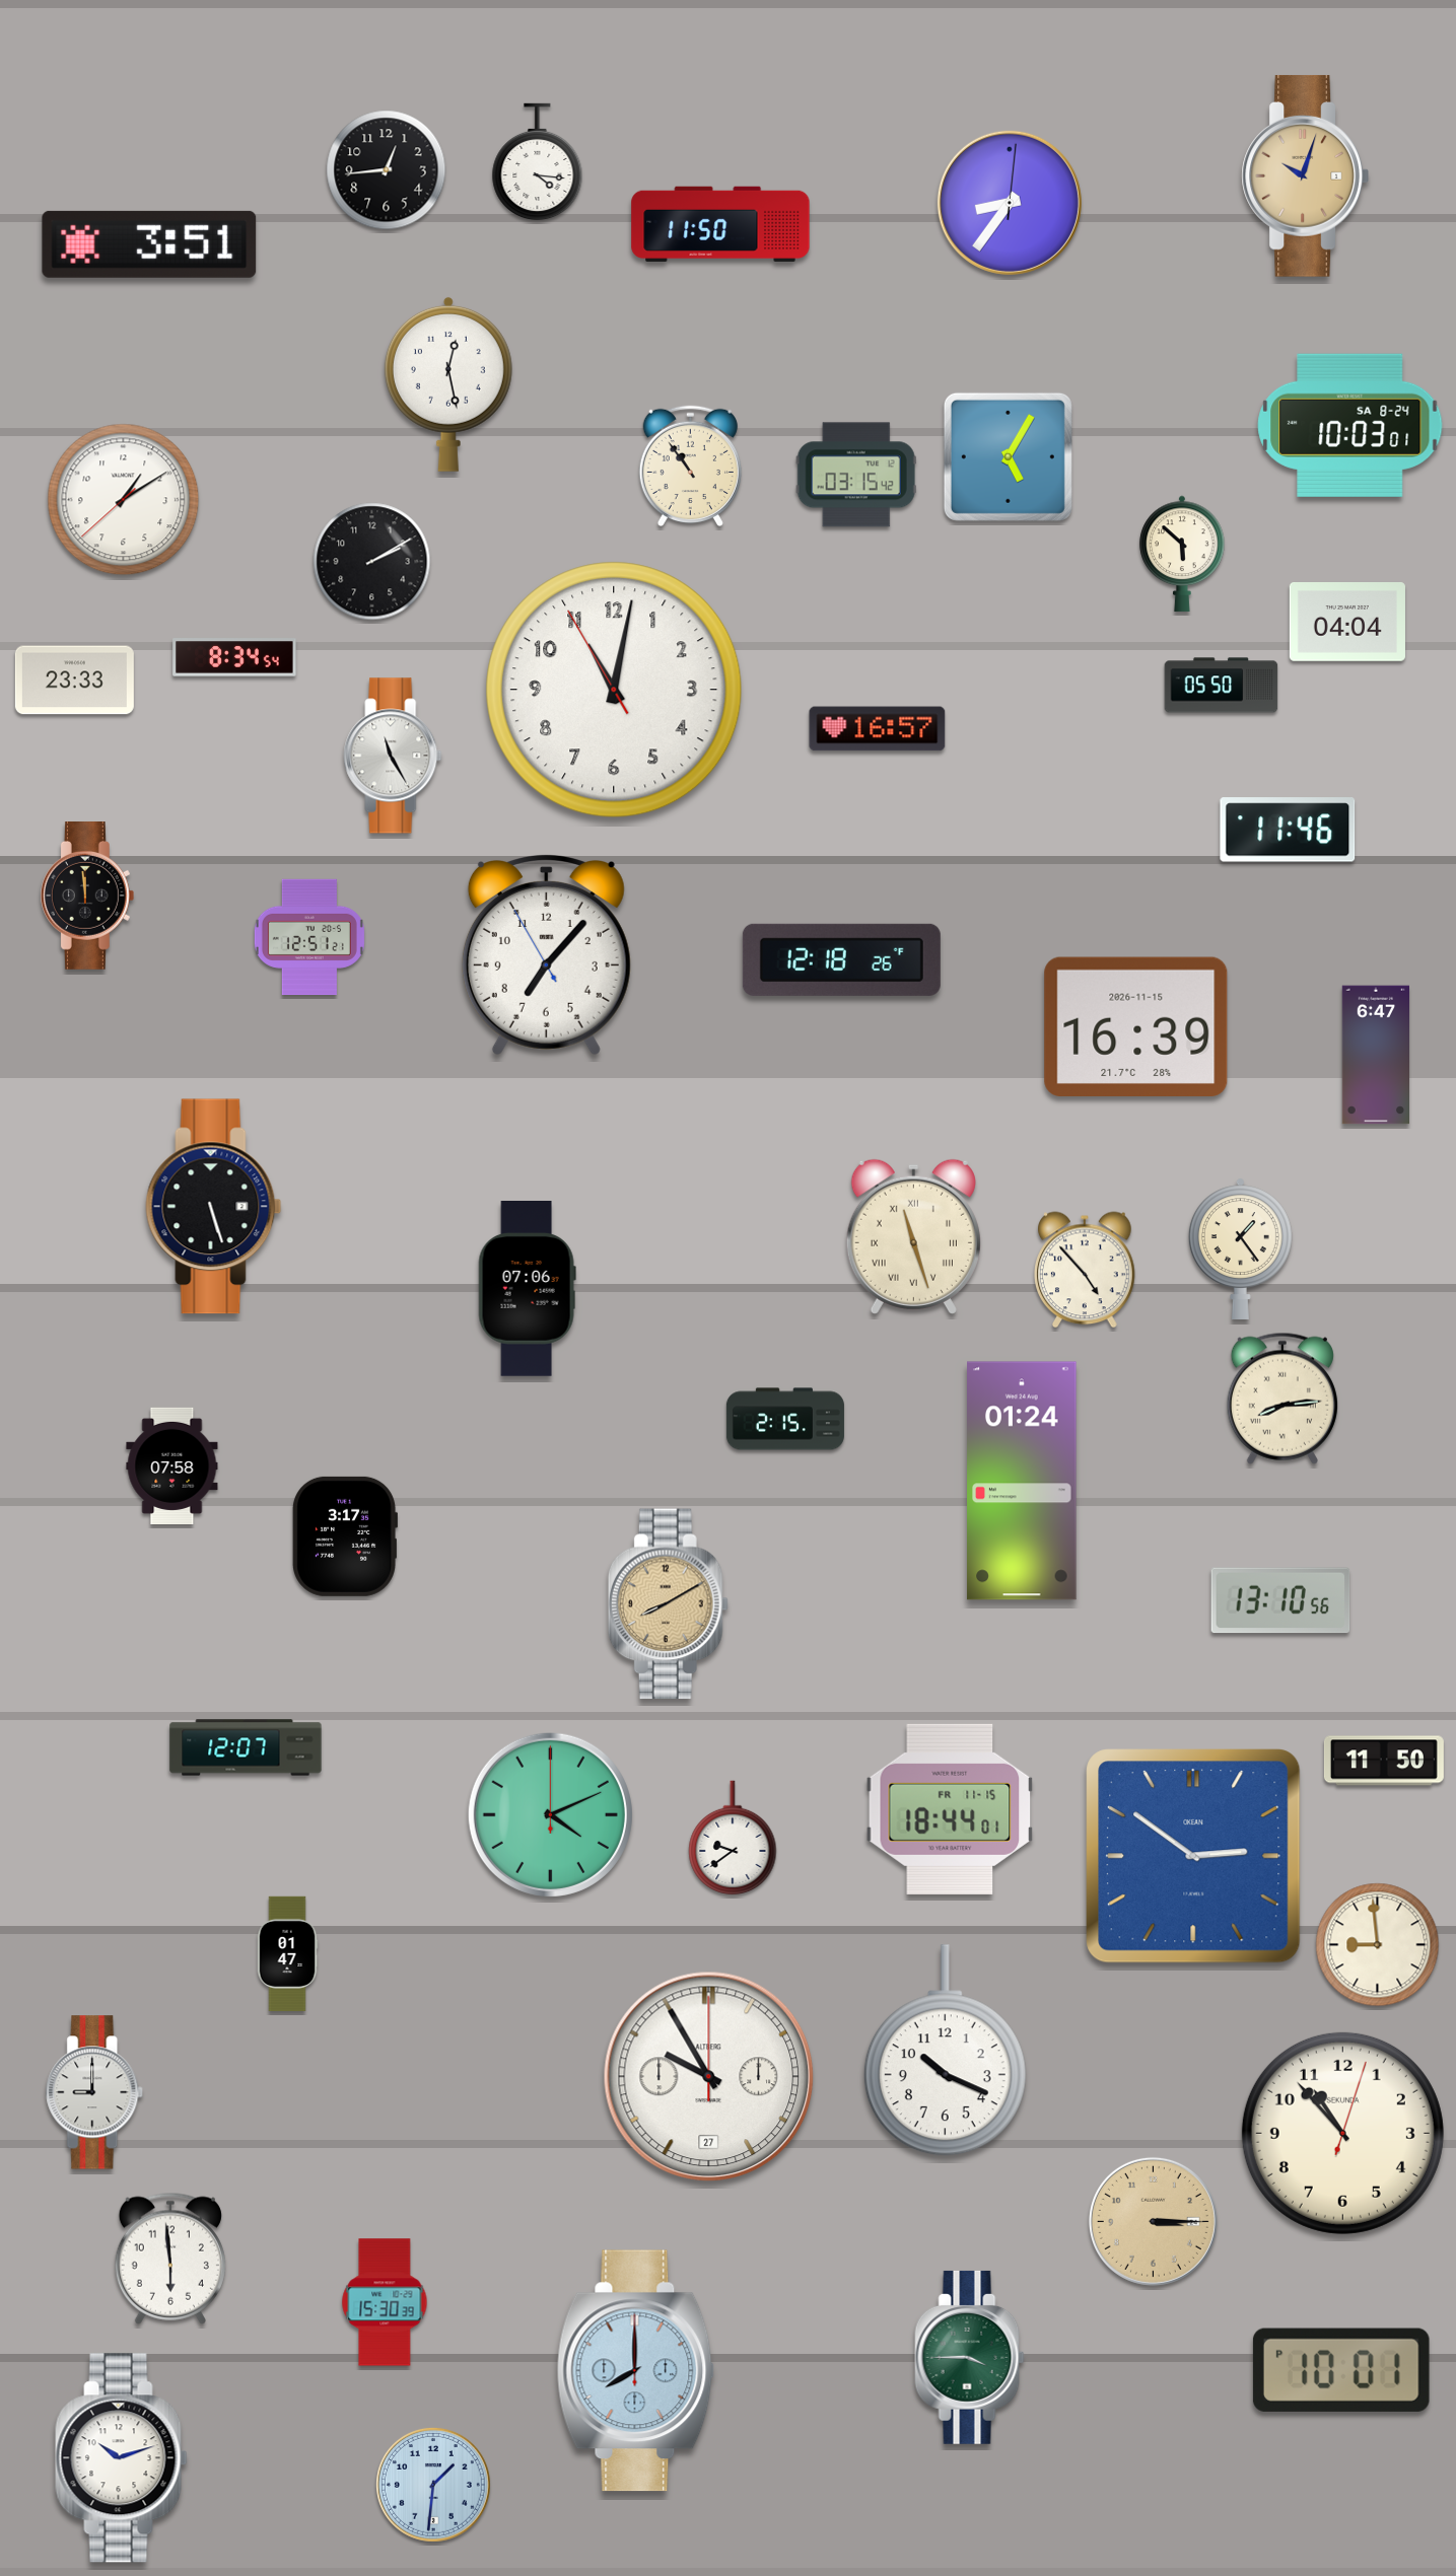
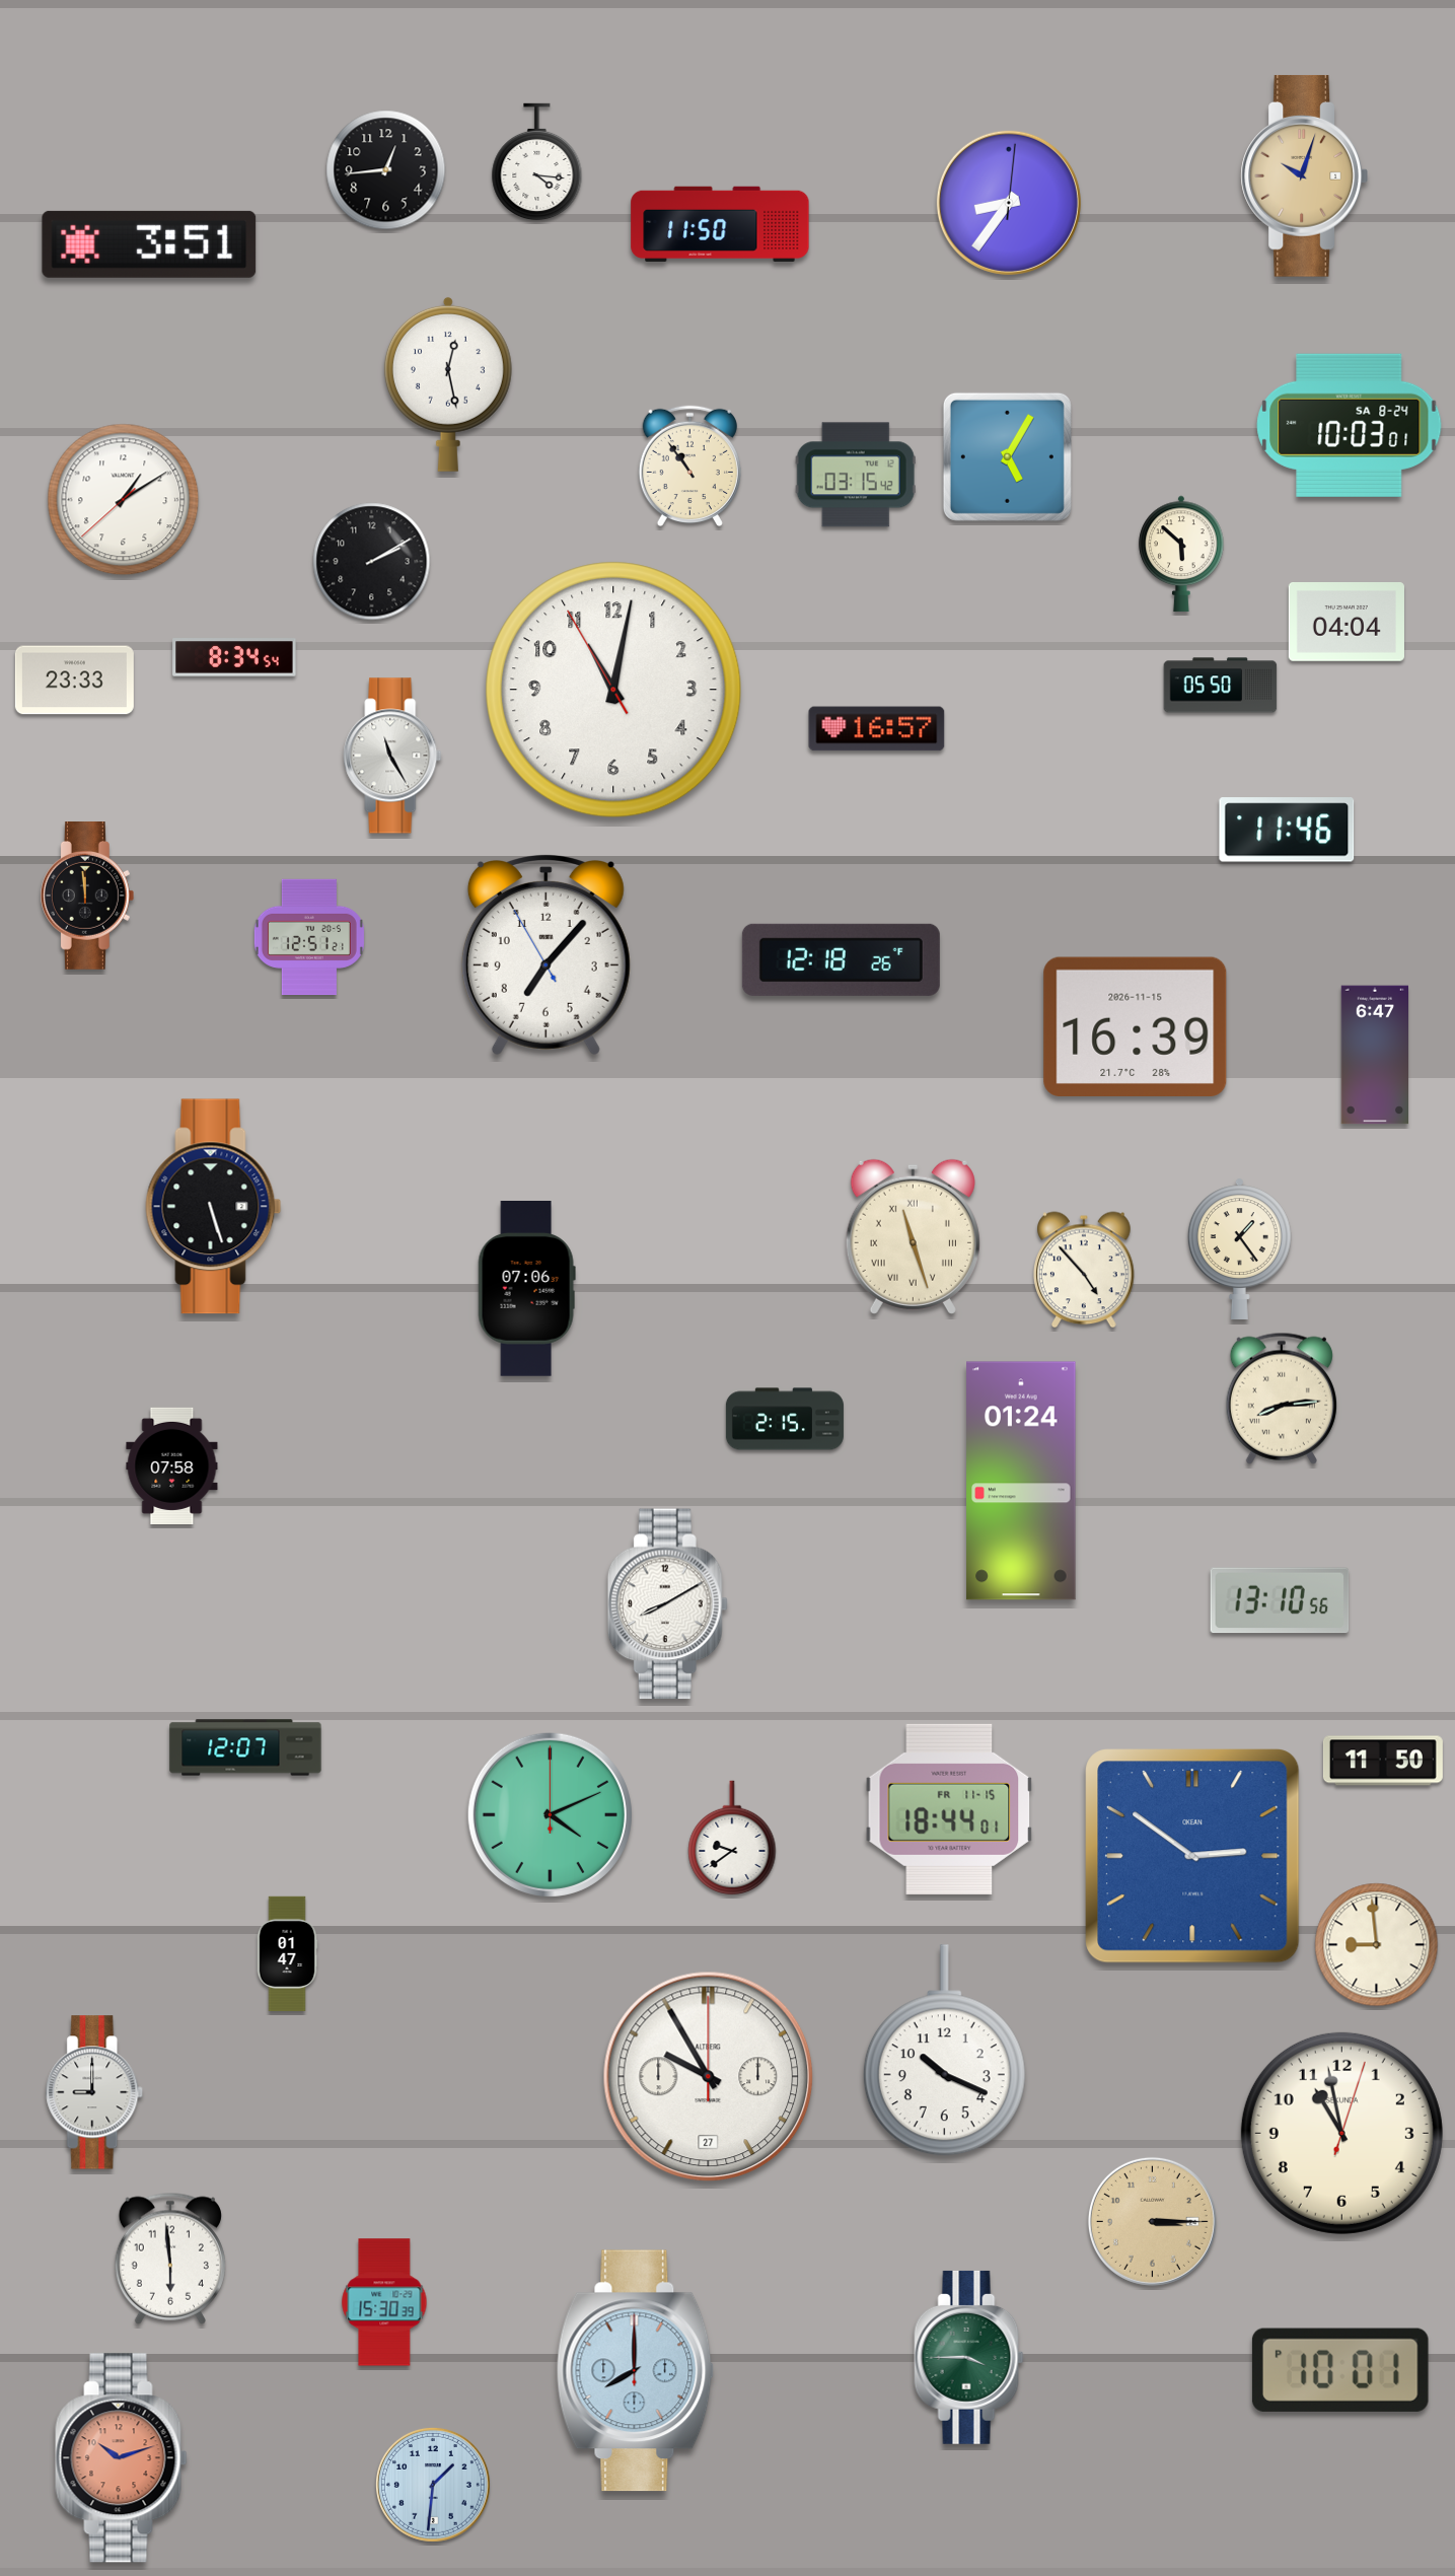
clock at (344, 1536): 3:17 -> none
clock at (668, 1604) dial: champagne -> white
clock at (1342, 2133): 10:53 -> 10:58
clock at (122, 2458) dial: white -> salmon
